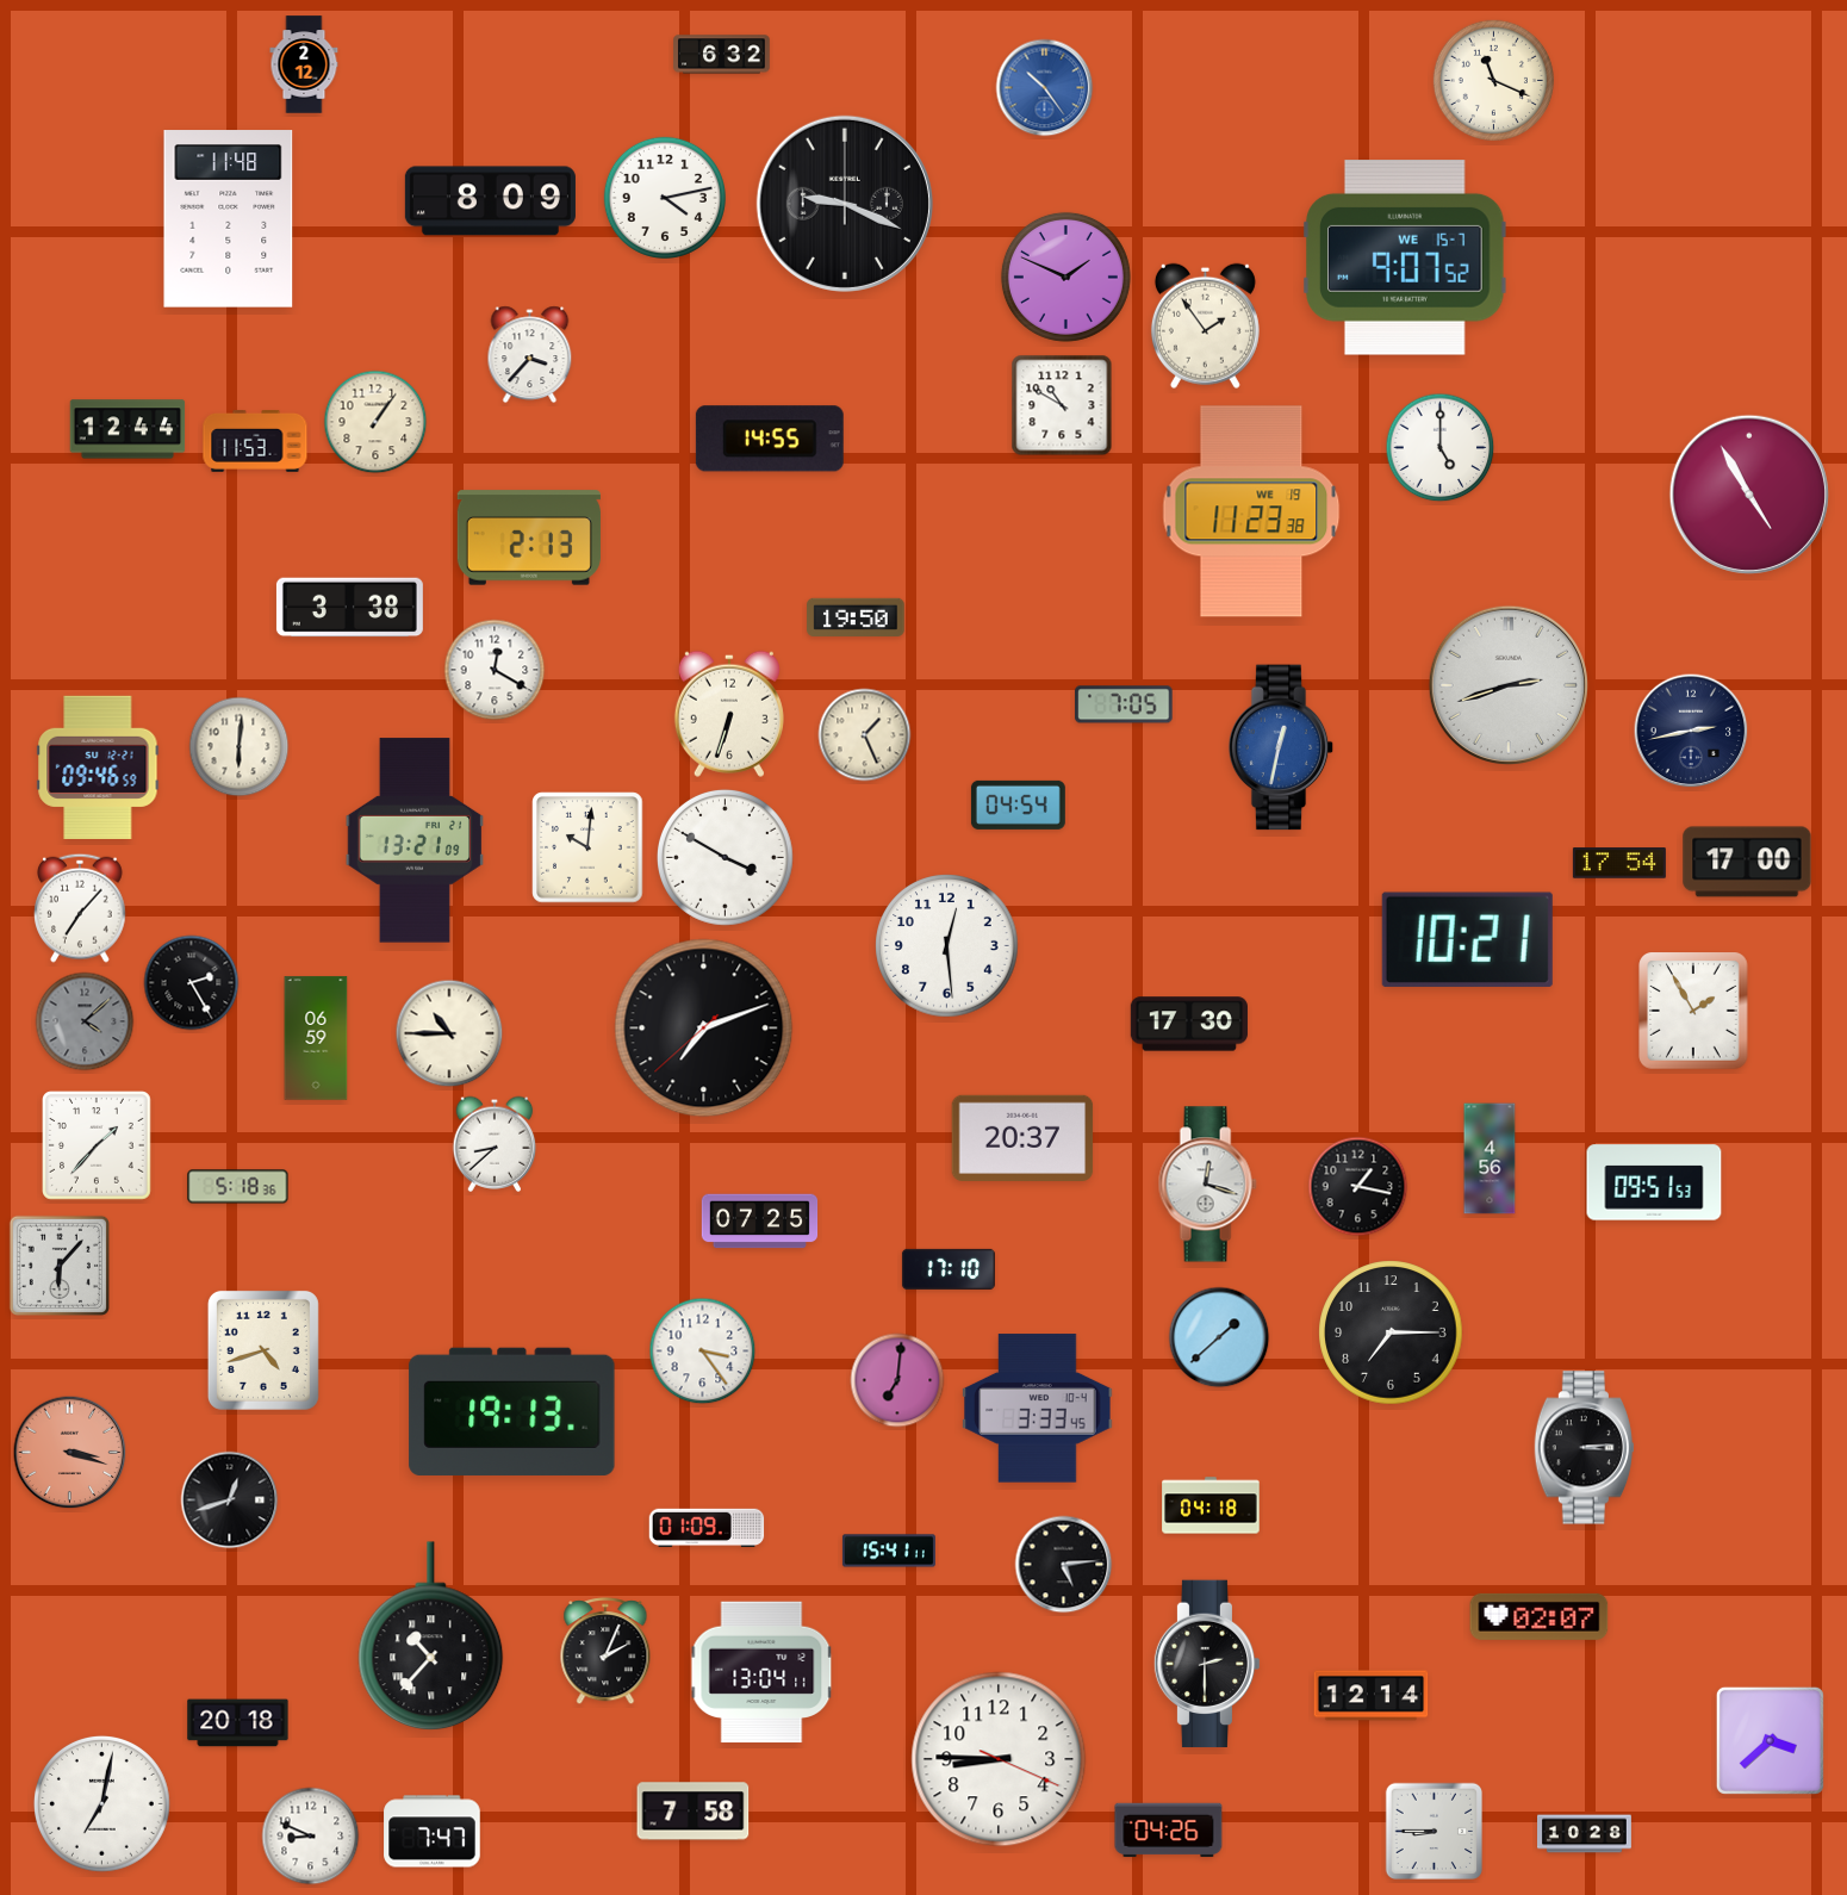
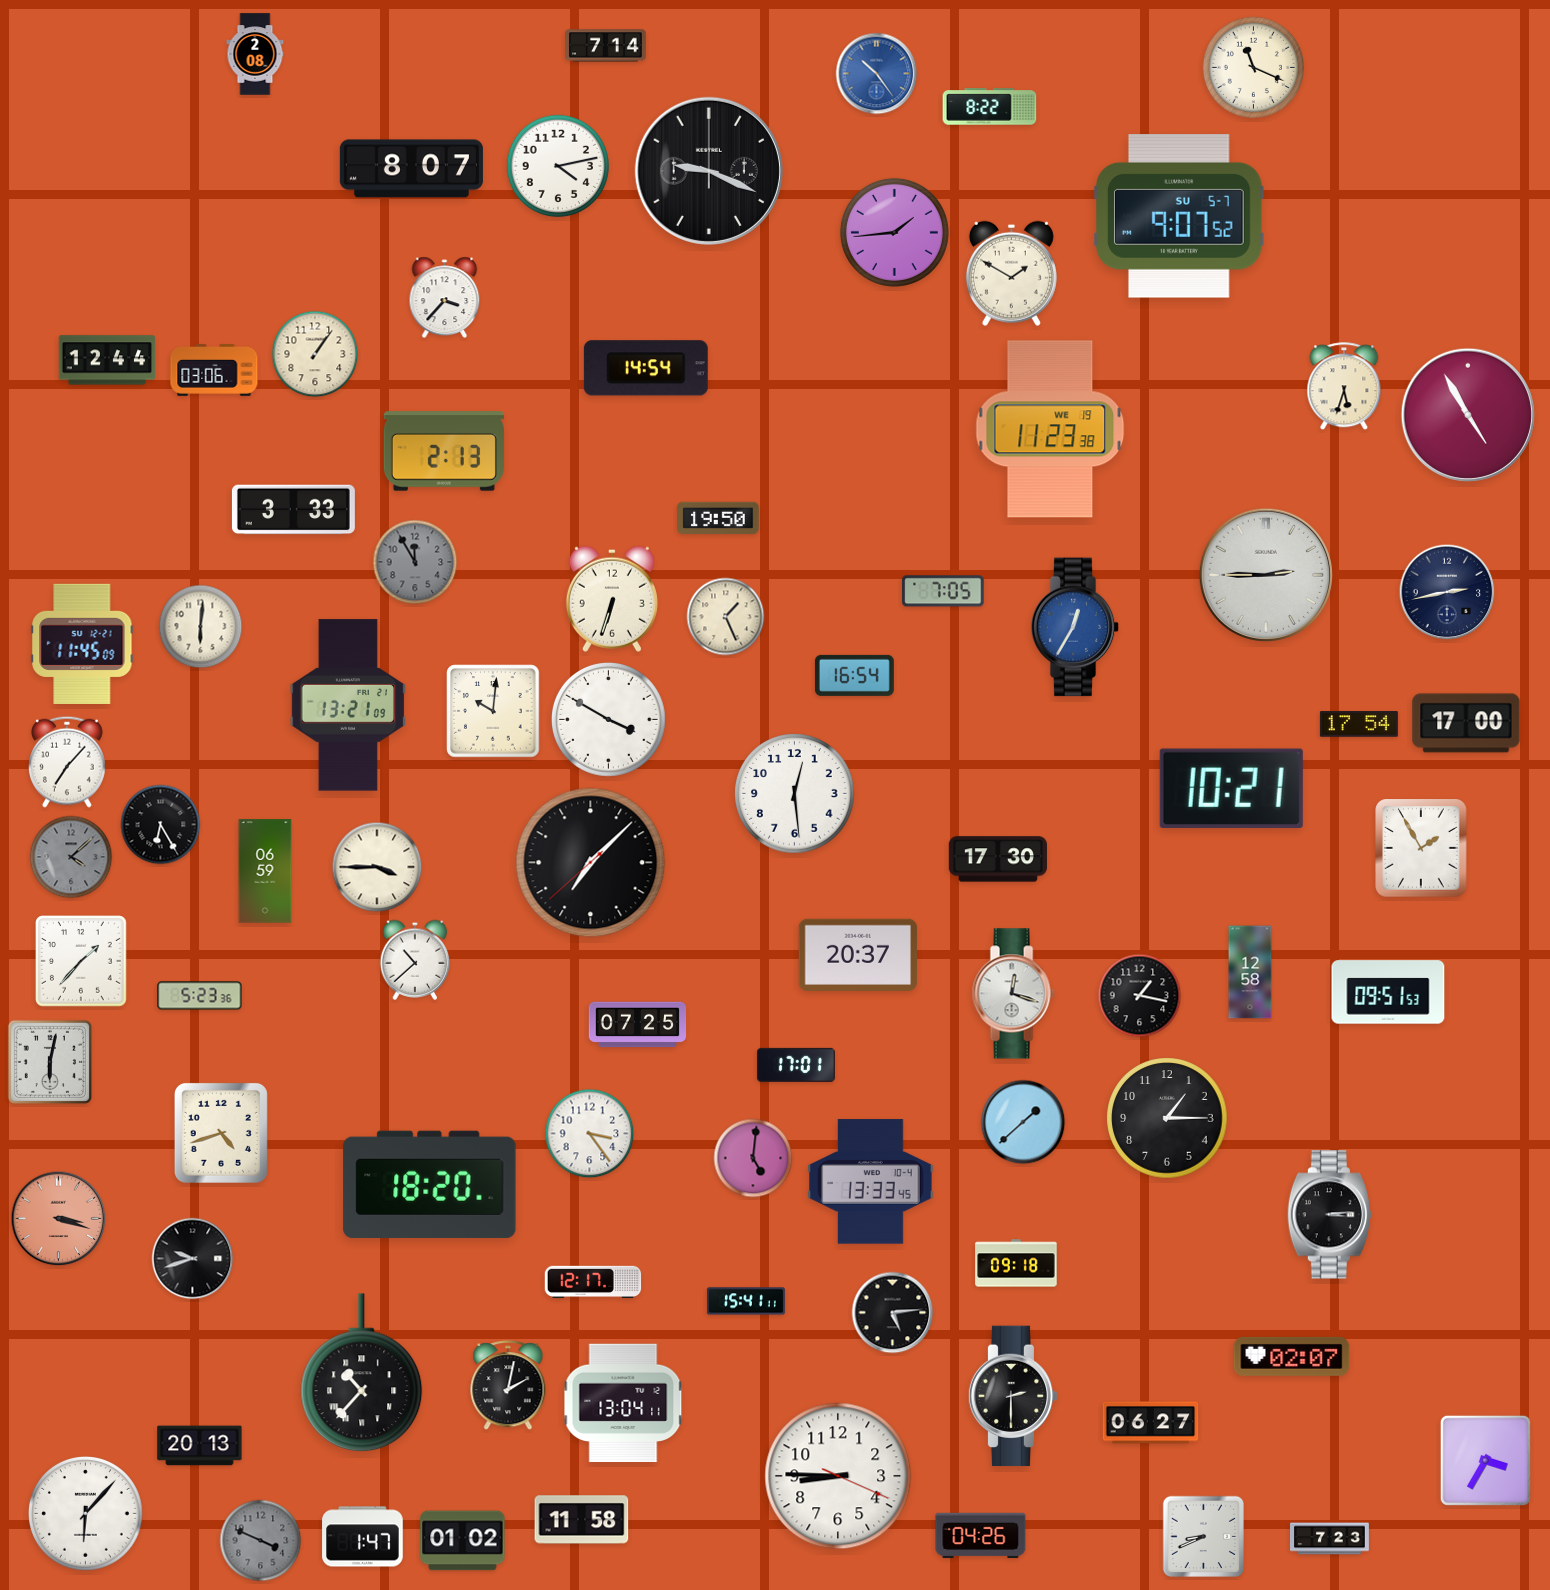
clock at (722, 55): 6:32 -> 7:14
clock at (304, 64): 2:12 -> 2:08
clock at (990, 107): none -> 8:22
clock at (490, 201): 8:09 -> 8:07
clock at (229, 219): 11:48 -> none
clock at (1405, 257) date: WE 15-7 -> SU 5-7
clock at (1065, 277): 1:49 -> 1:44
clock at (1205, 325): 1:54 -> 1:50
clock at (1062, 405): 10:50 -> none
clock at (770, 439): 14:55 -> 14:54
clock at (255, 442): 11:53 -> 03:06
clock at (1441, 448): 5:00 -> none
clock at (1344, 387): none -> 5:33
clock at (349, 608): 3:38 -> 3:33
clock at (495, 670): 12:20 -> 11:55
clock at (495, 670) dial: white -> grey
clock at (1509, 685): 2:42 -> 2:45
clock at (1691, 731) position: (1691, 731) -> (1447, 592)
clock at (1281, 747): 12:32 -> 12:35
clock at (98, 768): 09:46 -> 11:45
clock at (1018, 804): 04:54 -> 16:54
clock at (192, 983): 2:25 -> 6:25
clock at (704, 1029): 7:11 -> 7:07
clock at (449, 1033): 10:45 -> 3:45
clock at (495, 1144): 8:38 -> 10:38
clock at (1490, 1158): 4:56 -> 12:58
clock at (238, 1187): 5:18 -> 5:23
clock at (58, 1266): 6:07 -> 6:02
clock at (949, 1269): 17:10 -> 17:01
clock at (1391, 1332): 7:15 -> 1:15
clock at (897, 1380): 7:01 -> 5:01
clock at (1038, 1409): 3:33 -> 13:33
clock at (512, 1411): 19:13 -> 18:20
clock at (230, 1501): 12:42 -> 9:42
clock at (1211, 1505): 04:18 -> 09:18
clock at (707, 1528): 01:09 -> 12:17
clock at (605, 1652): 2:04 -> 2:02
clock at (761, 1672) position: (761, 1672) -> (623, 1403)
clock at (1372, 1696): 12:14 -> 06:27
clock at (238, 1723): 20:18 -> 20:13
clock at (1770, 1740): 3:38 -> 3:35
clock at (101, 1803): 7:02 -> 6:07
clock at (694, 1812): 7:58 -> 11:58
clock at (433, 1832): 7:47 -> 1:47
clock at (1435, 1832): 8:45 -> 8:41
clock at (1585, 1834): 10:28 -> 7:23
clock at (311, 1837): 8:49 -> 3:49
clock at (311, 1837) dial: white -> grey
clock at (463, 1541): none -> 01:02
